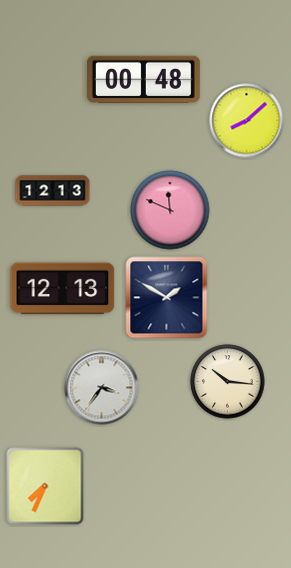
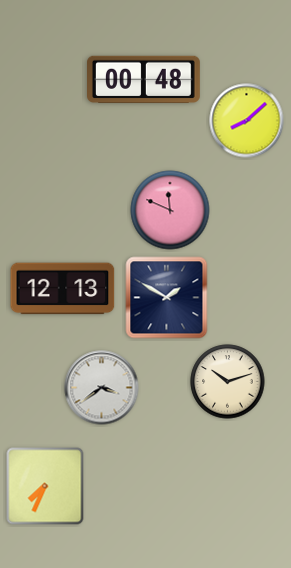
clock at (53, 191): 12:13 -> none
clock at (228, 382): 10:16 -> 10:12
clock at (102, 388): 3:36 -> 3:39
